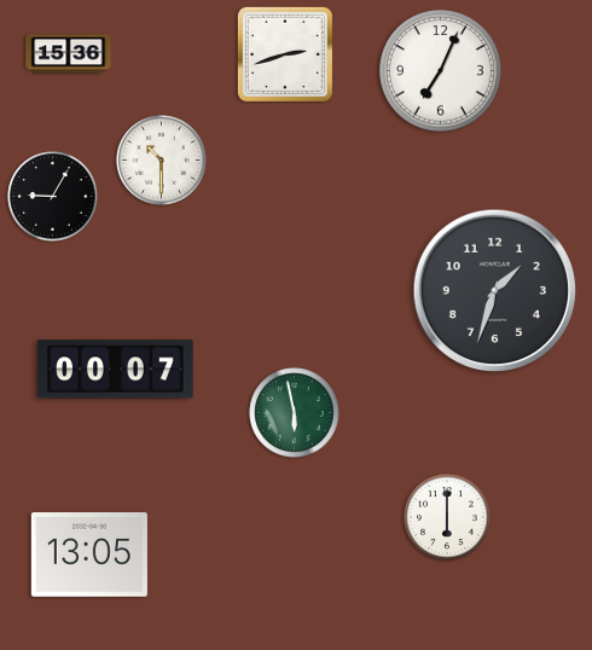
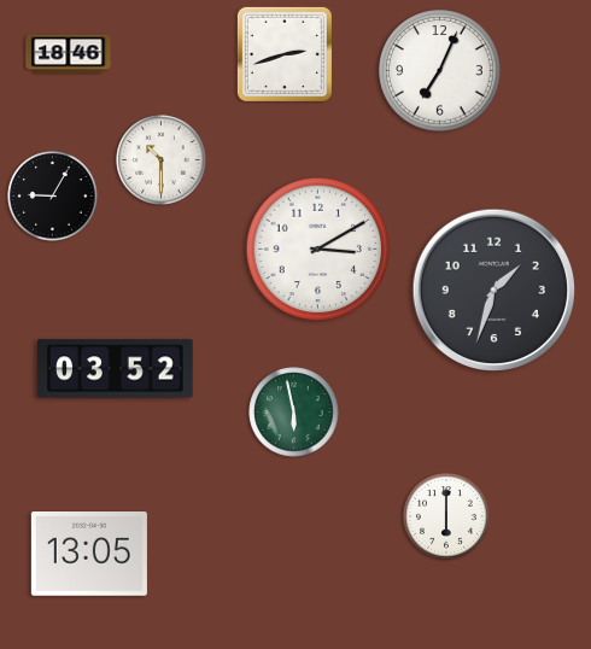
clock at (69, 54): 15:36 -> 18:46
clock at (318, 250): none -> 3:10
clock at (116, 370): 00:07 -> 03:52
